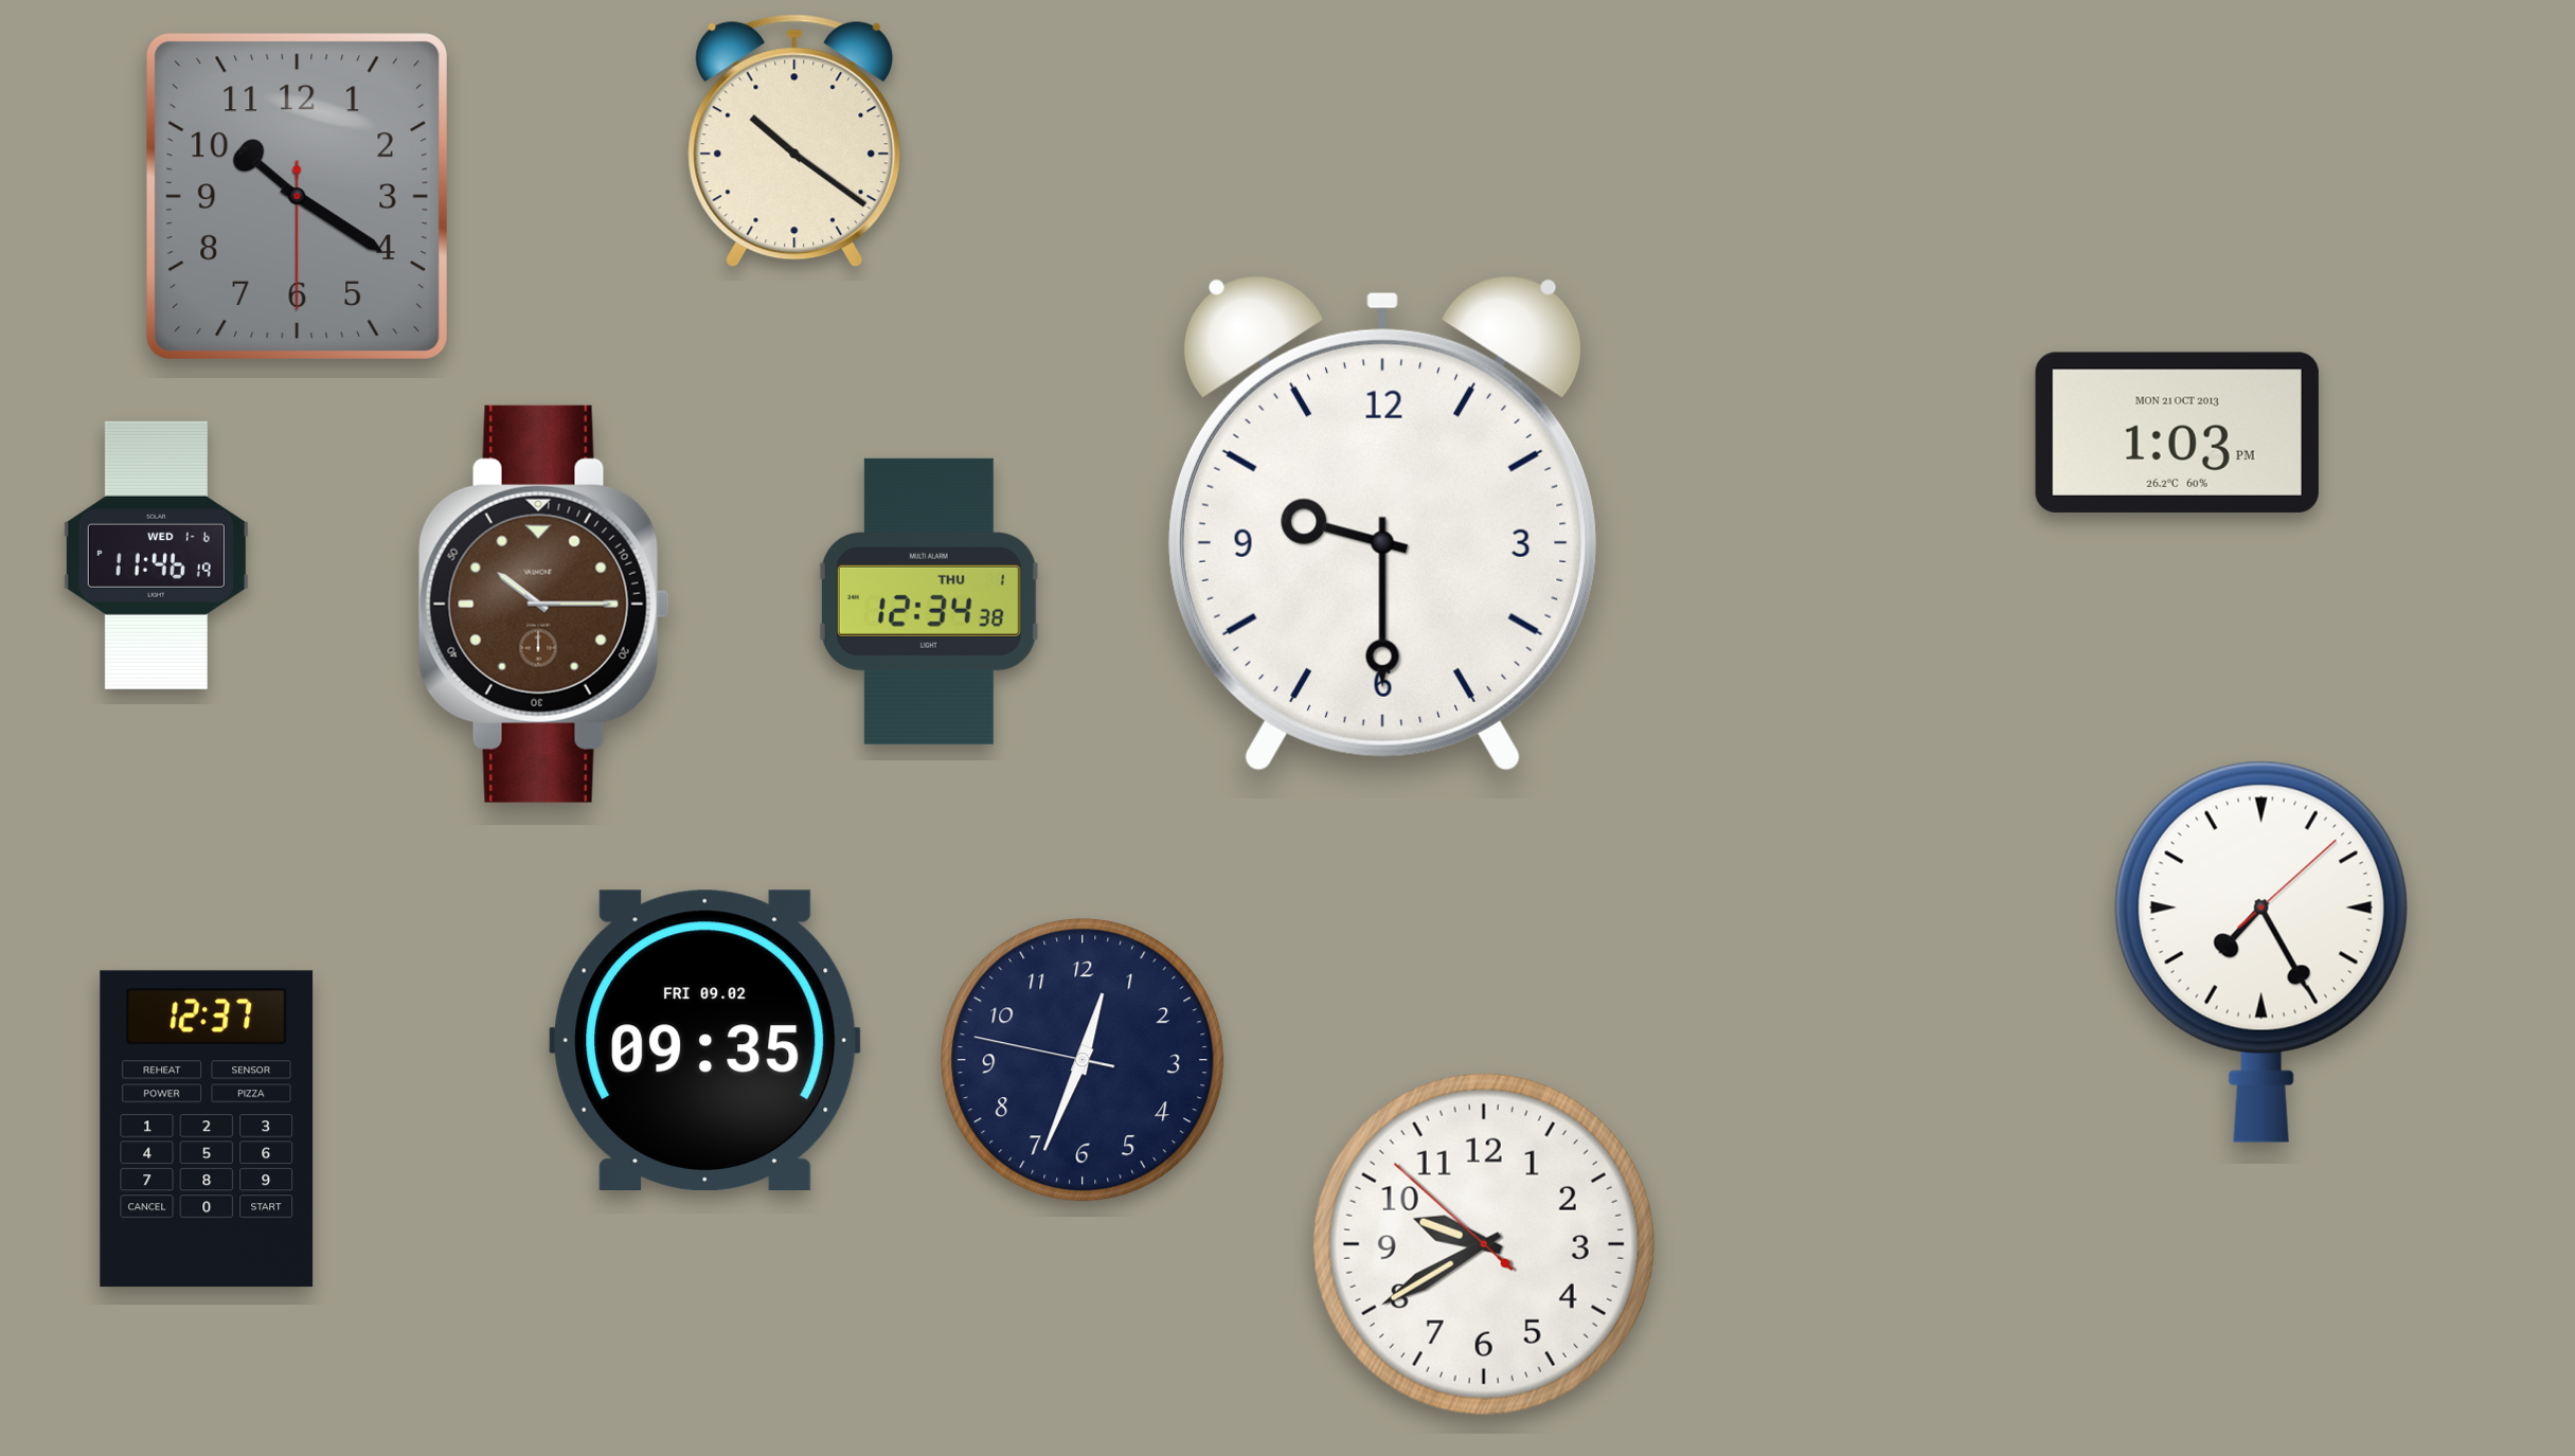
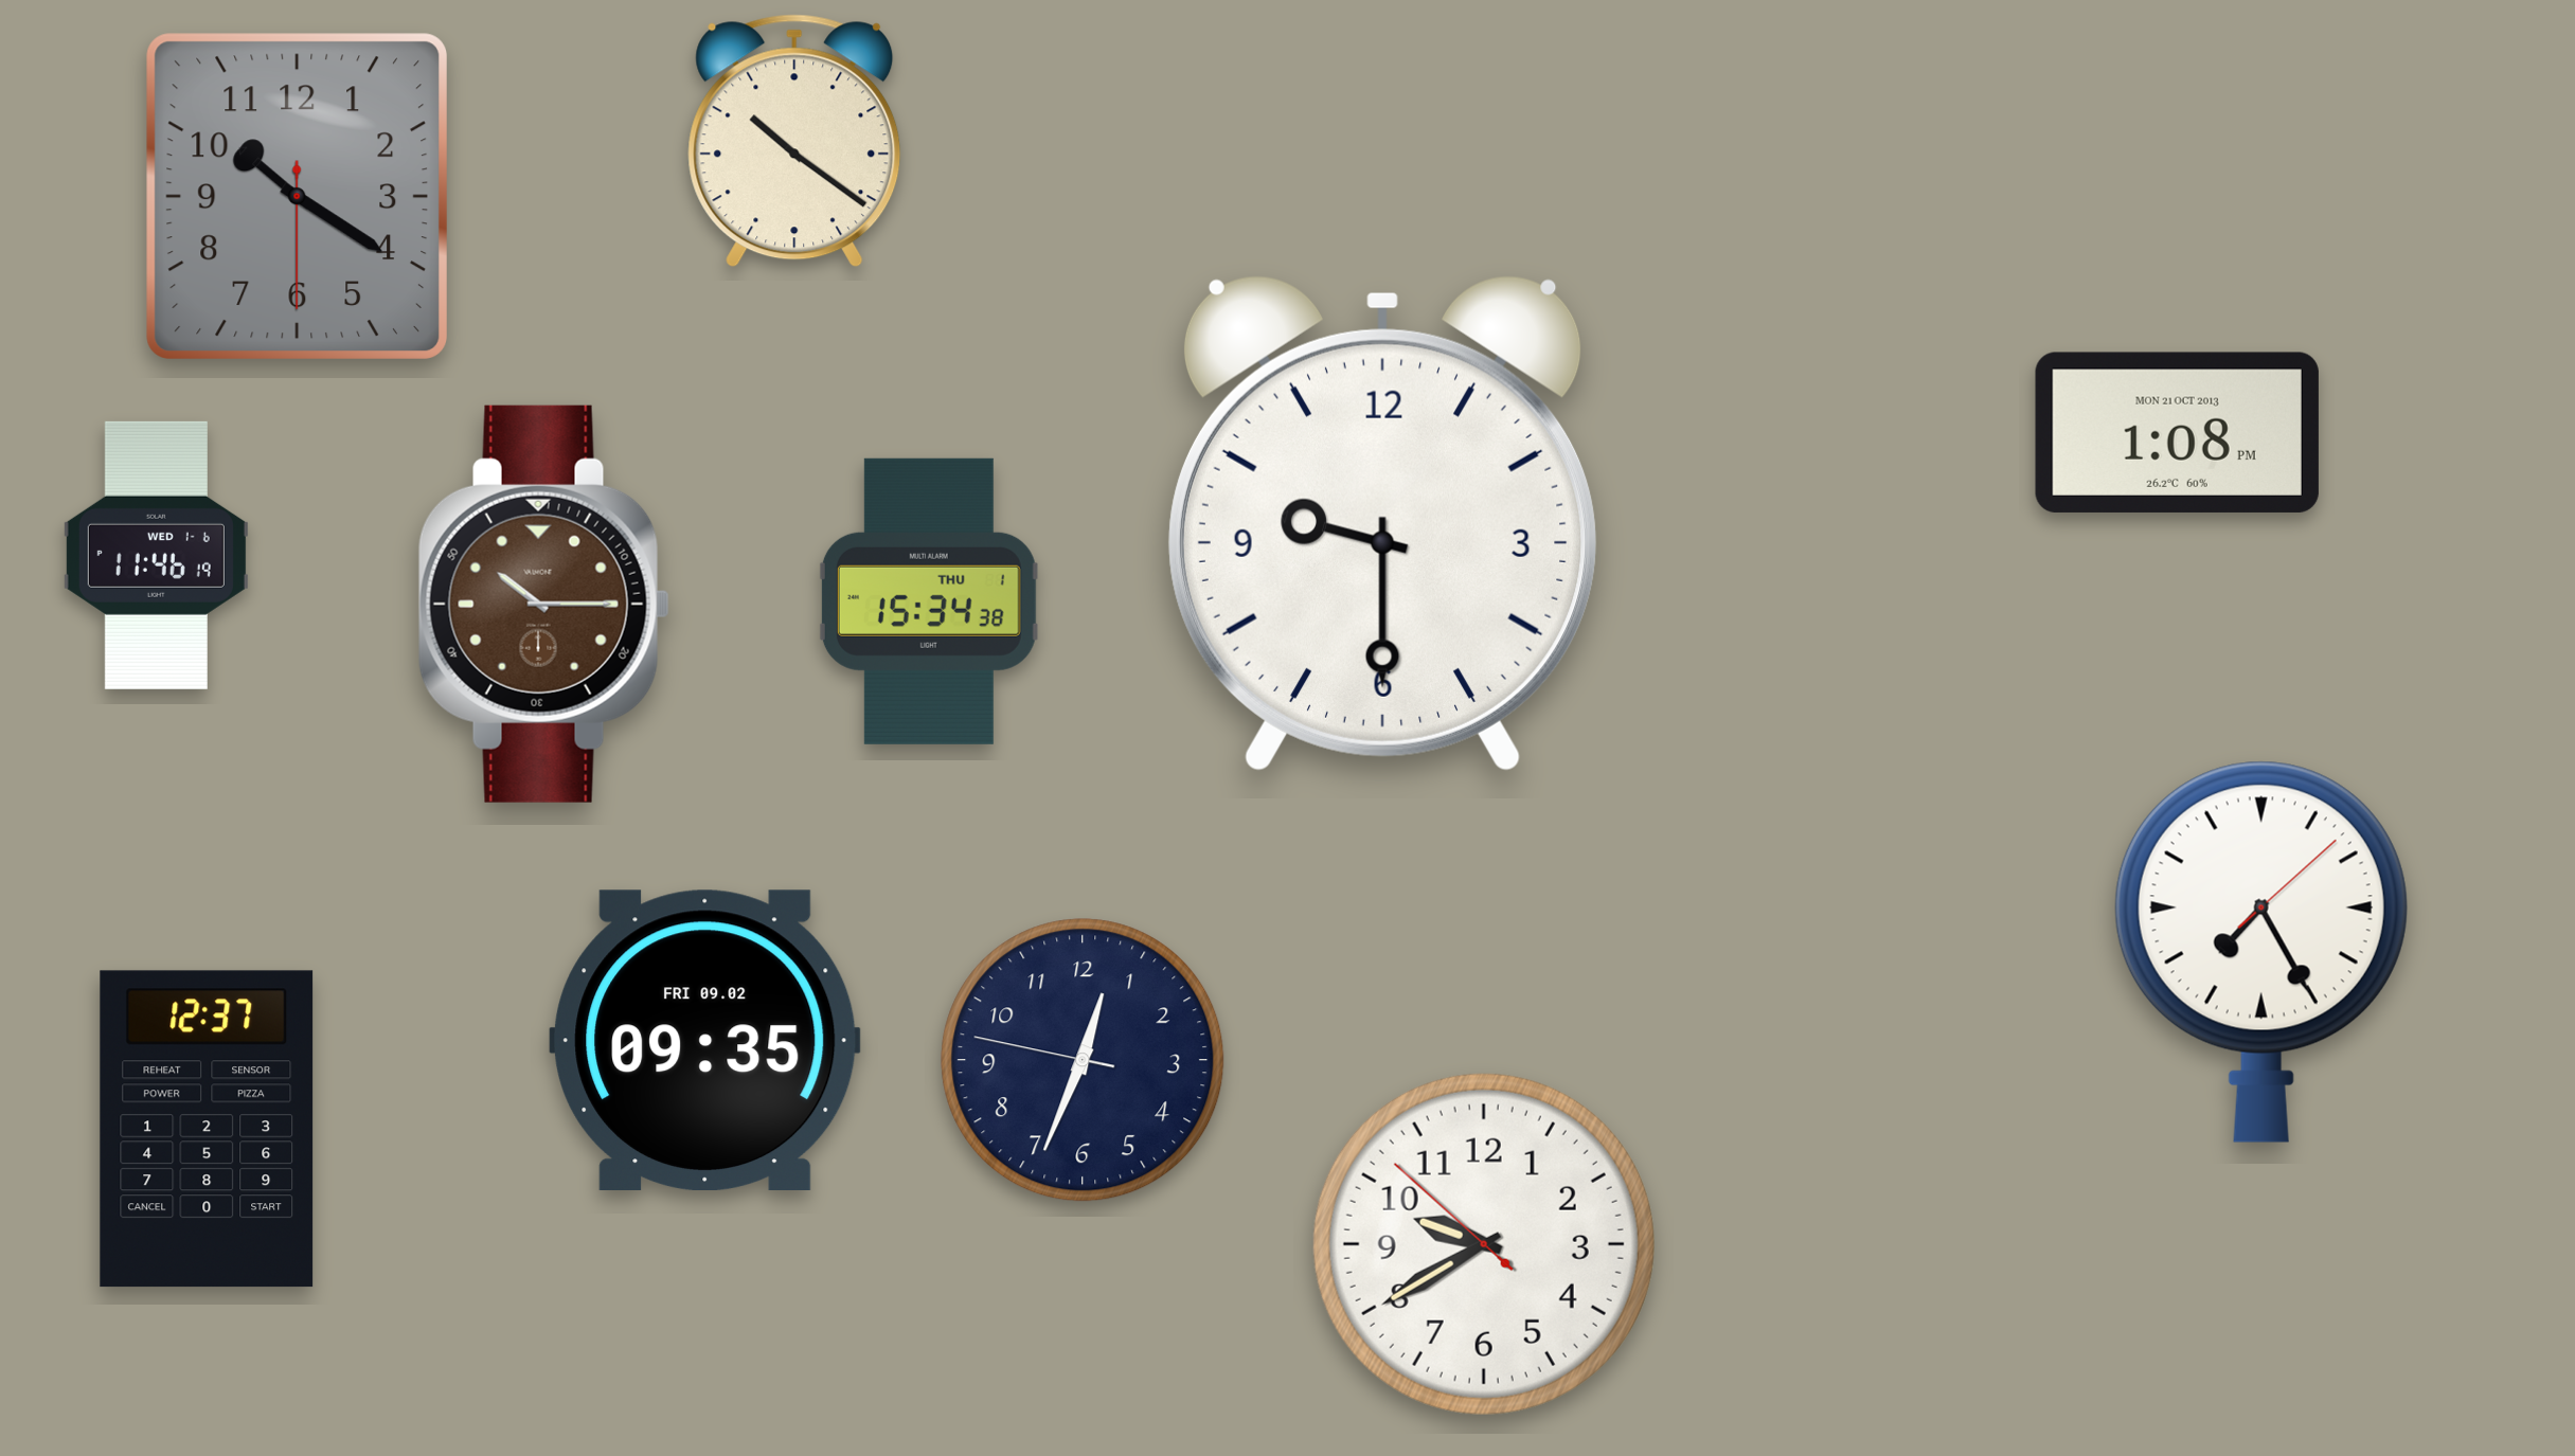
clock at (2177, 432): 1:03 -> 1:08
clock at (929, 601): 12:34 -> 15:34
